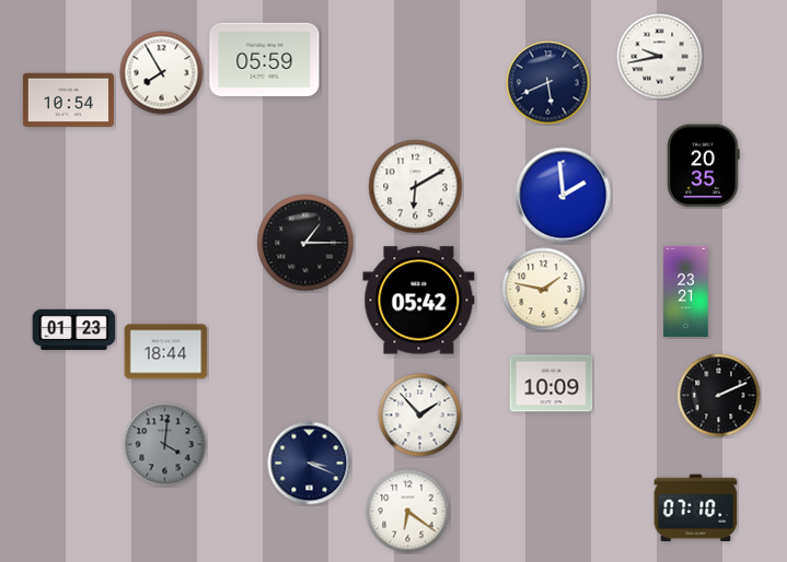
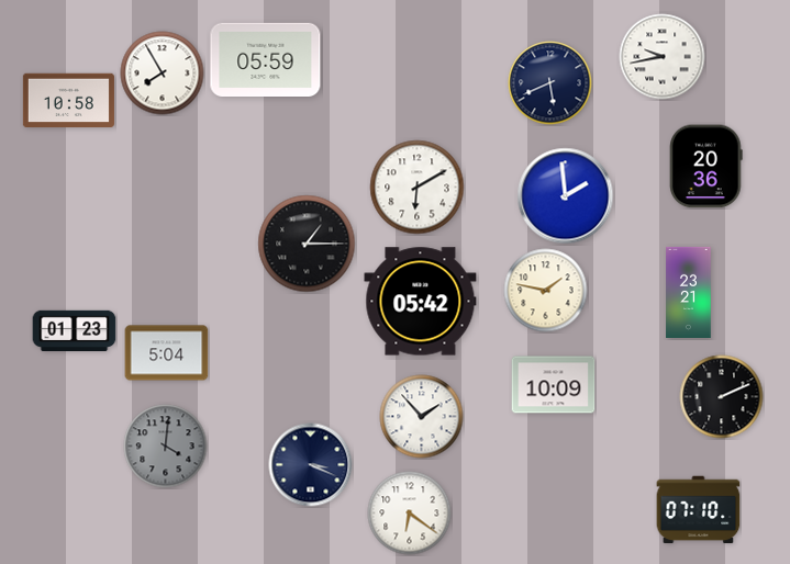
clock at (68, 101): 10:54 -> 10:58
clock at (704, 166): 20:35 -> 20:36
clock at (166, 352): 18:44 -> 5:04
